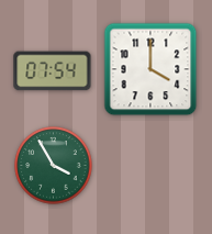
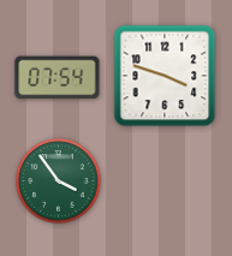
clock at (150, 69): 4:00 -> 3:48
clock at (54, 166): 3:55 -> 3:54
